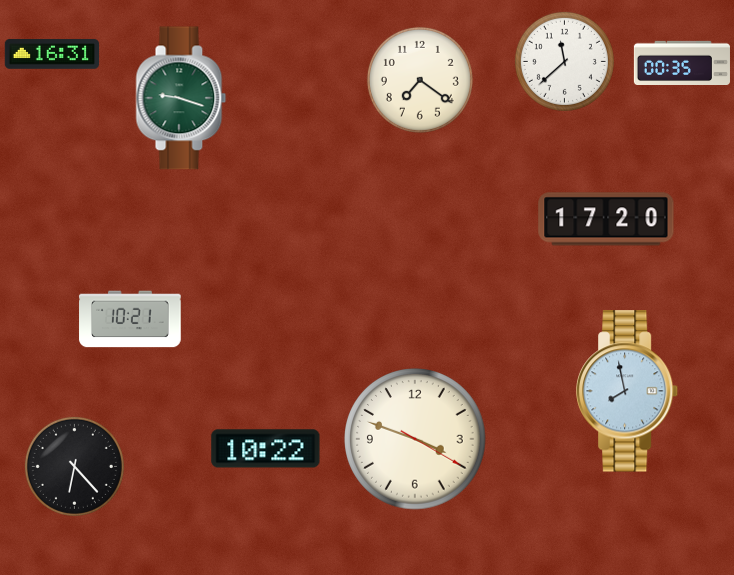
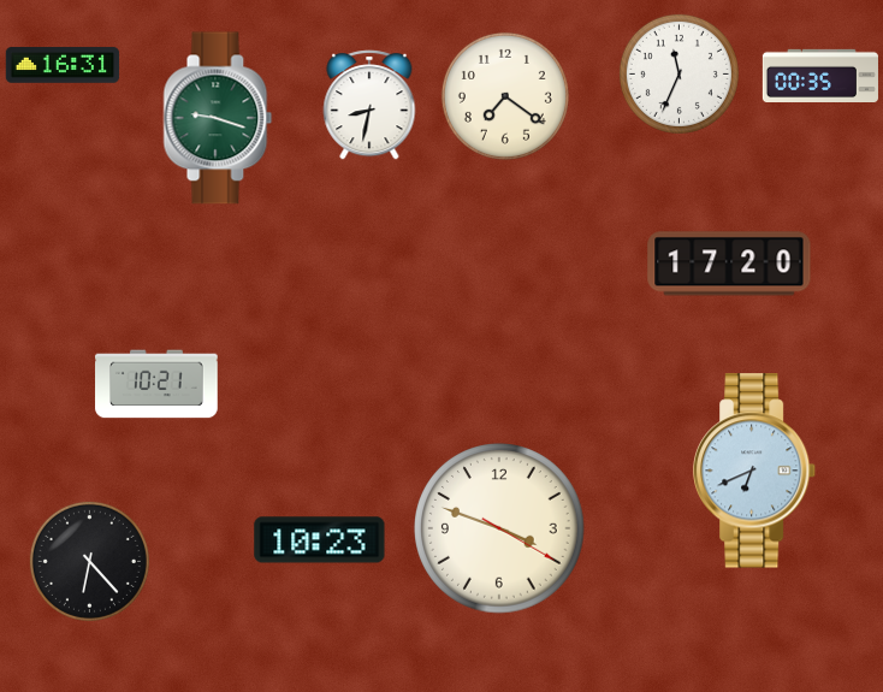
clock at (564, 61): 11:38 -> 11:34
clock at (369, 105): none -> 8:32
clock at (628, 391): 7:58 -> 6:41
clock at (266, 449): 10:22 -> 10:23
